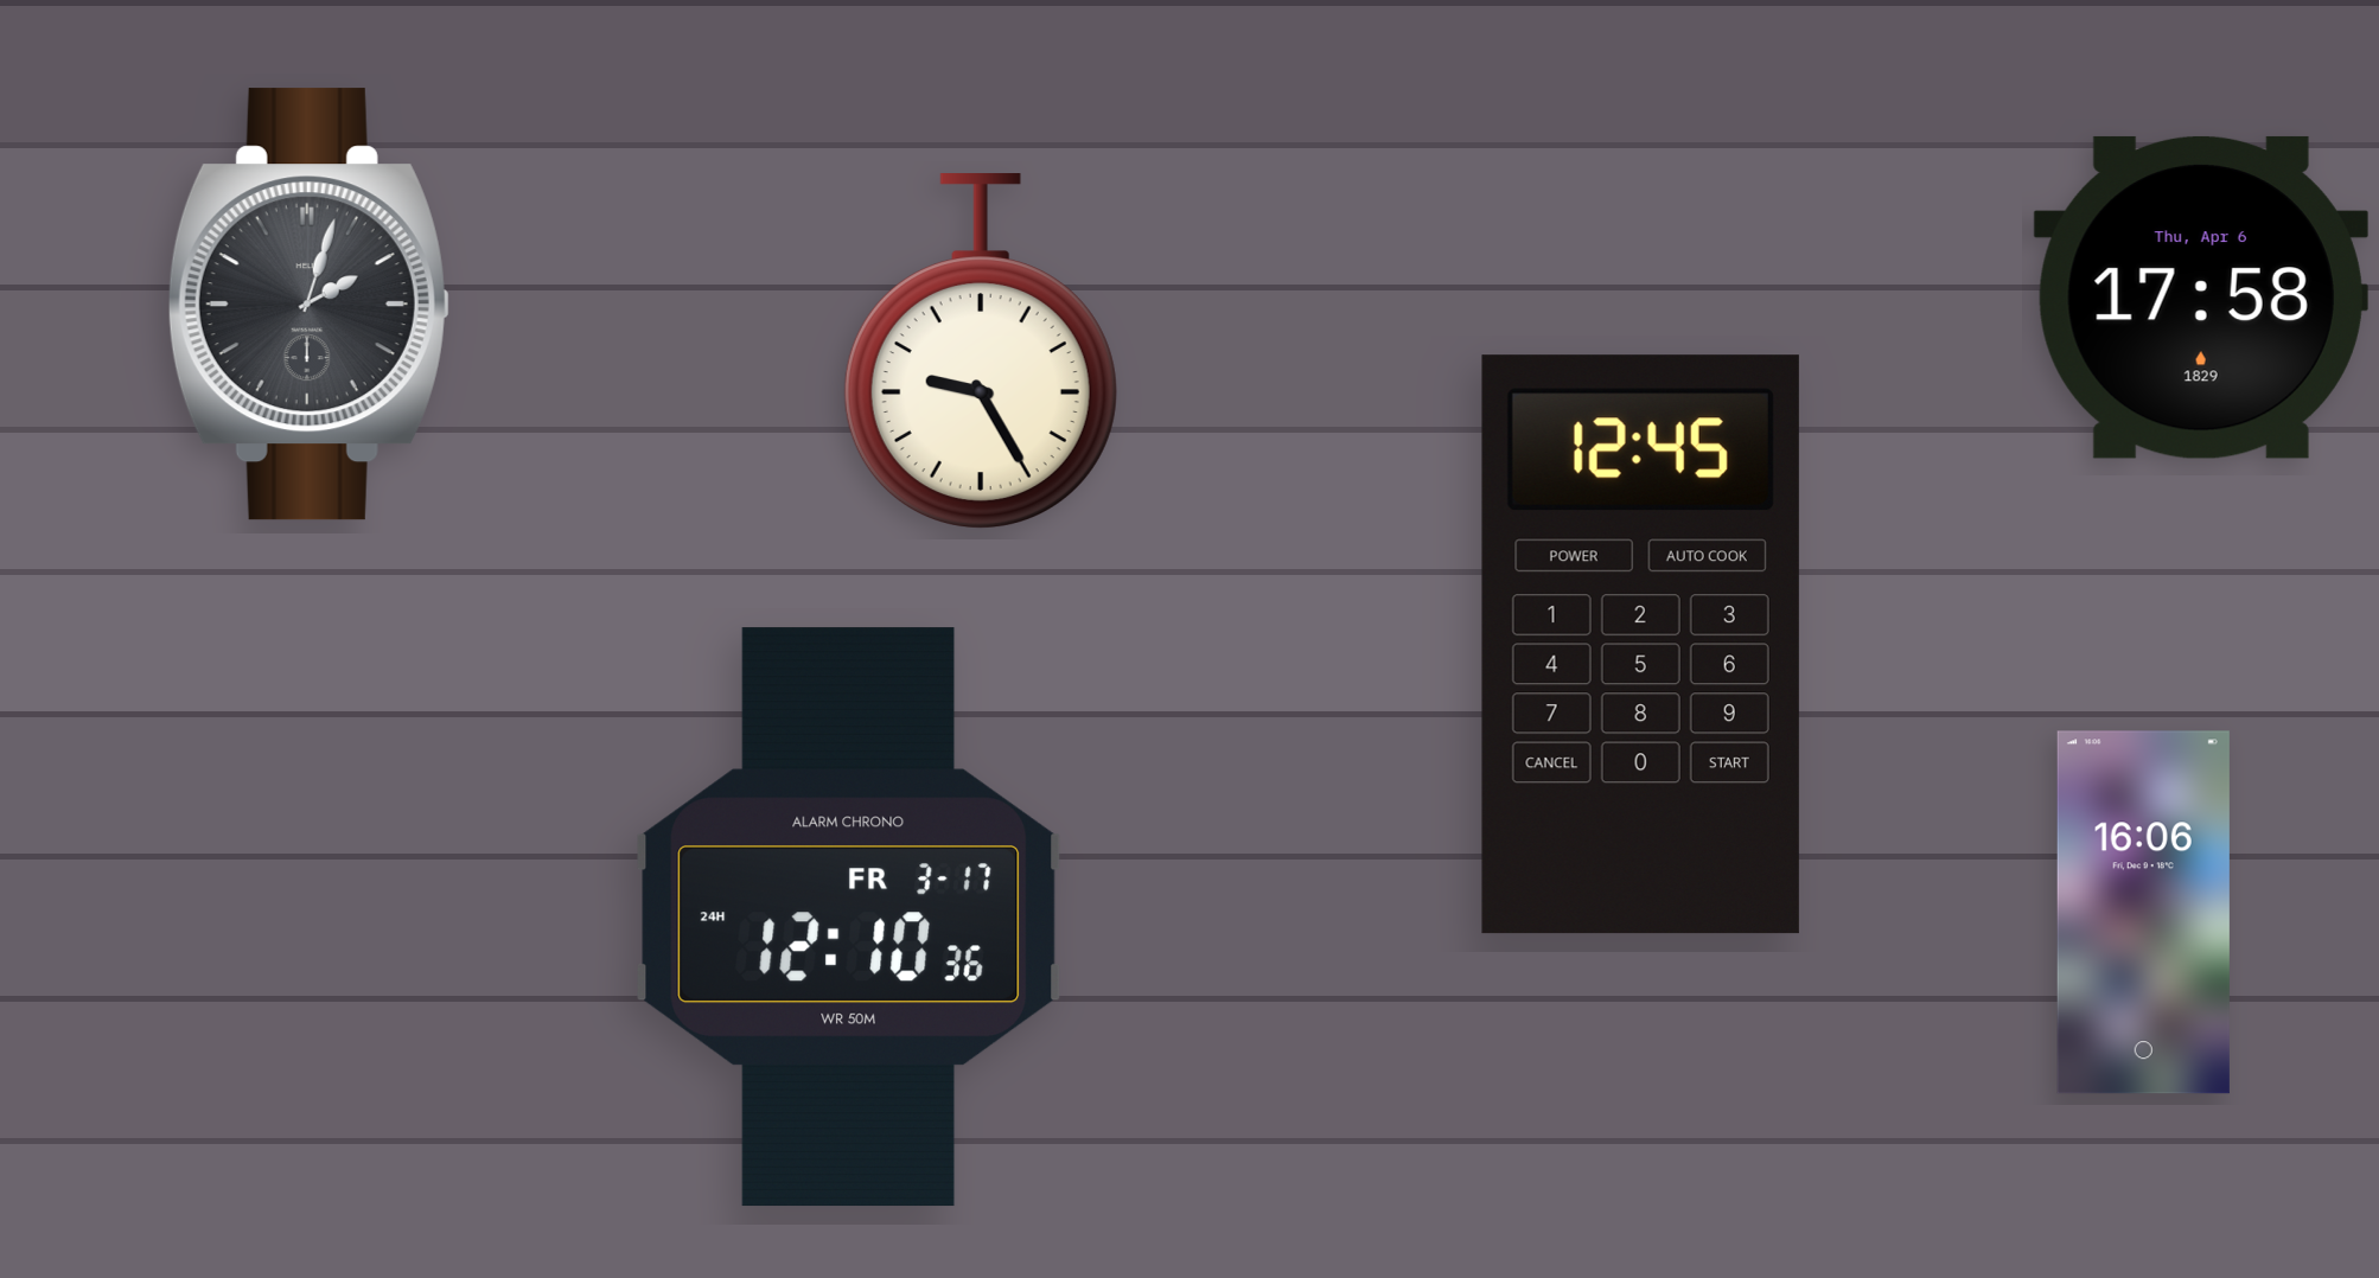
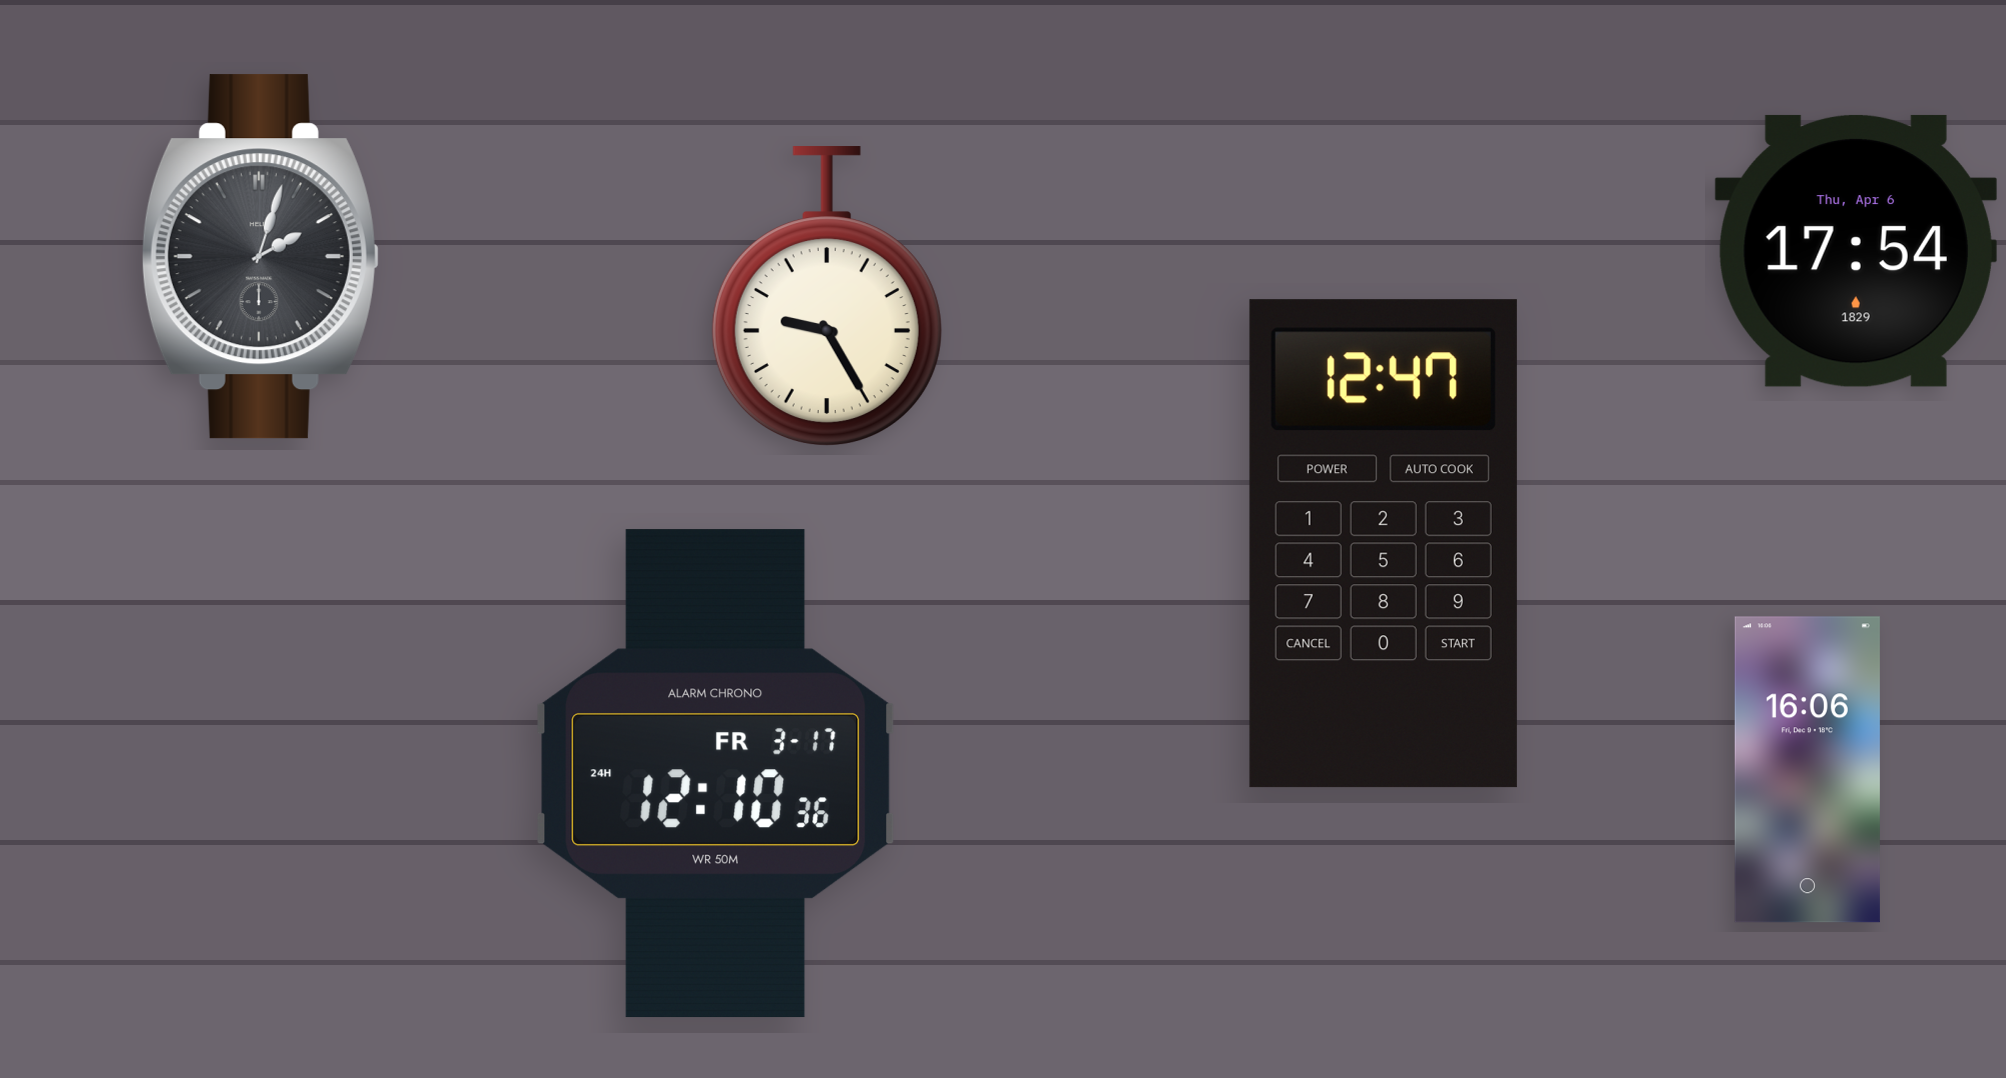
clock at (2201, 298): 17:58 -> 17:54
clock at (1640, 645): 12:45 -> 12:47
